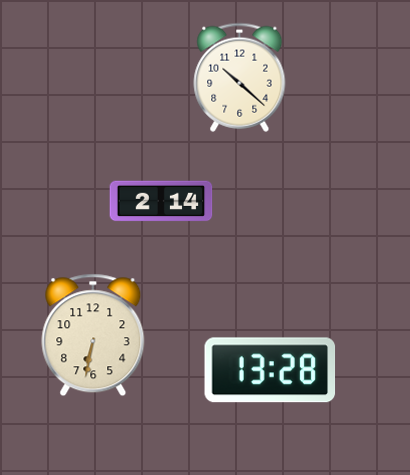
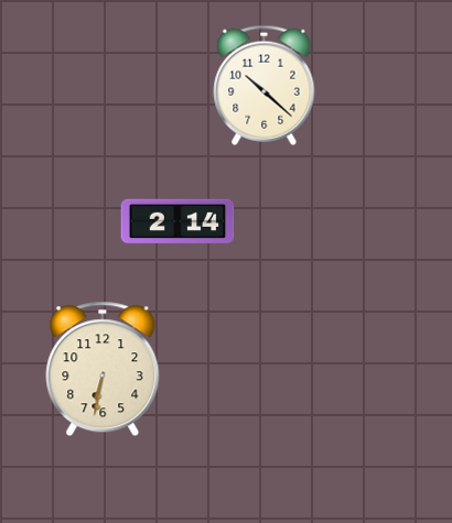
clock at (270, 370): 13:28 -> none
